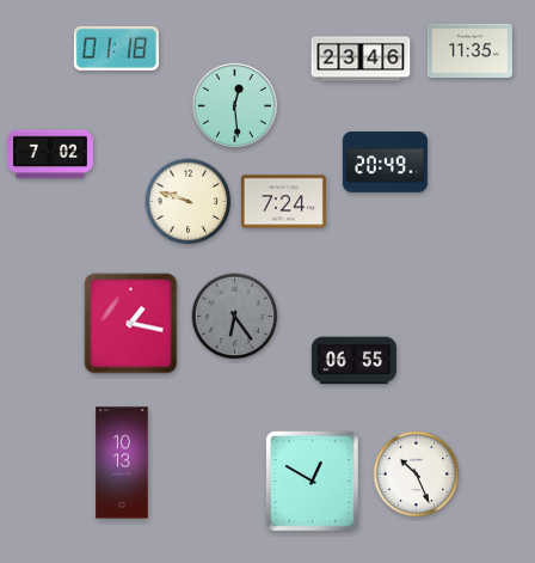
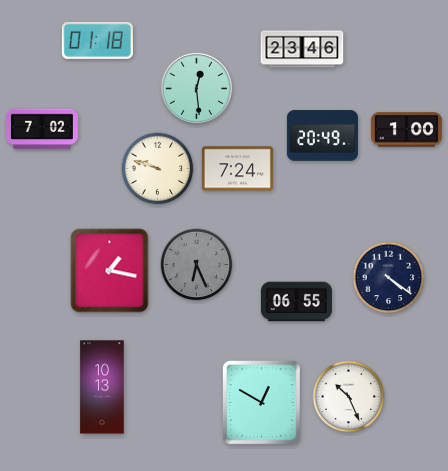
clock at (469, 51): 11:35 -> none
clock at (406, 130): none -> 1:00
clock at (235, 317): 6:24 -> 6:26
clock at (389, 278): none -> 4:21
